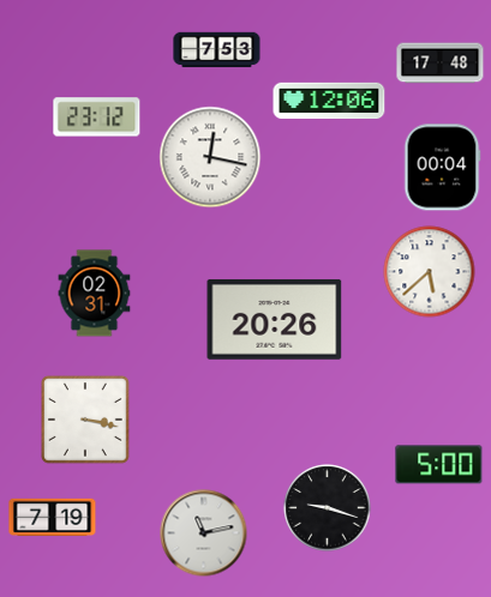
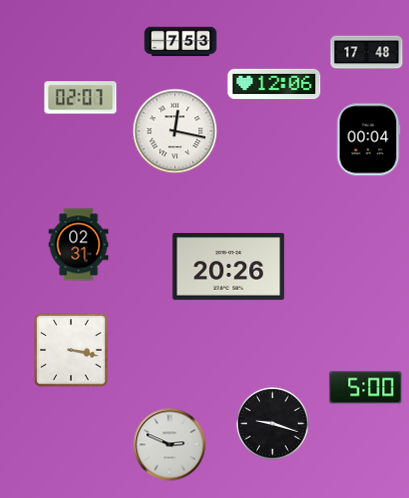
clock at (97, 117): 23:12 -> 02:07
clock at (430, 272): 5:38 -> none
clock at (53, 517): 7:19 -> none
clock at (204, 533): 11:13 -> 2:49
